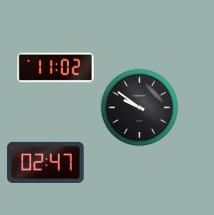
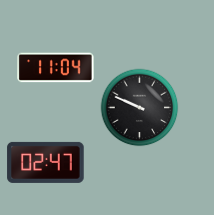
clock at (56, 68): 11:02 -> 11:04
clock at (139, 107): 9:51 -> 9:49
